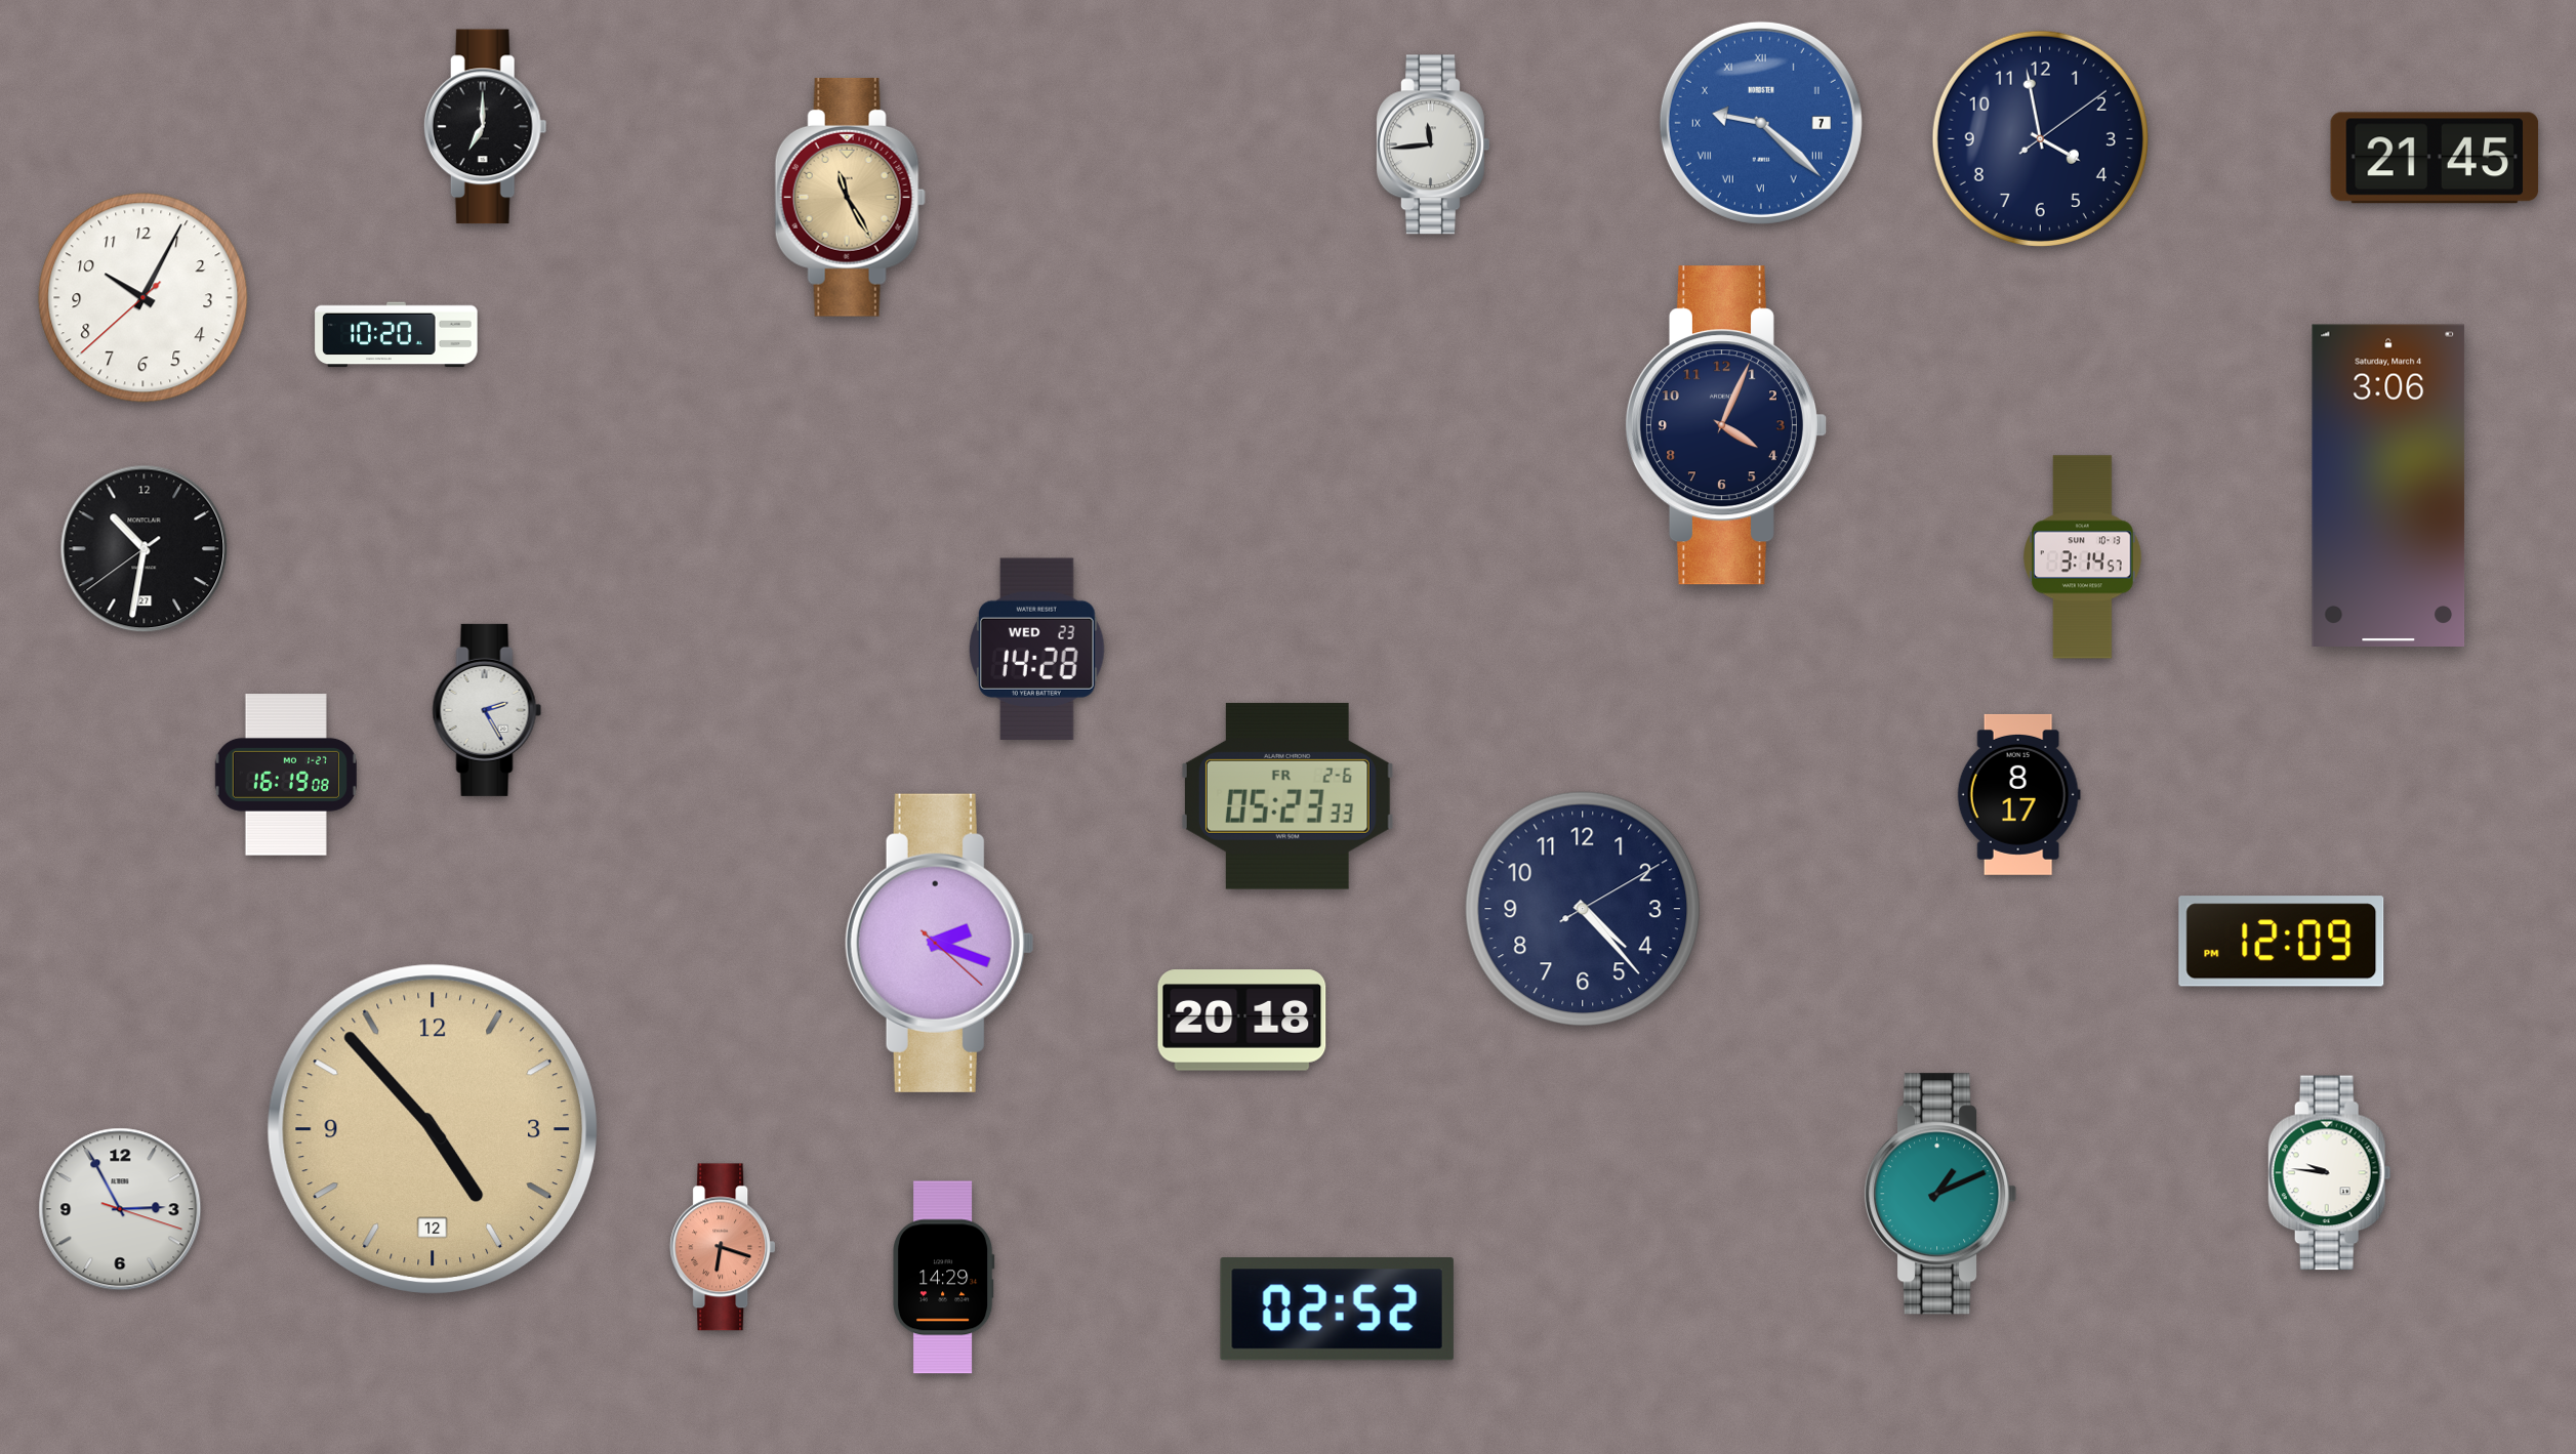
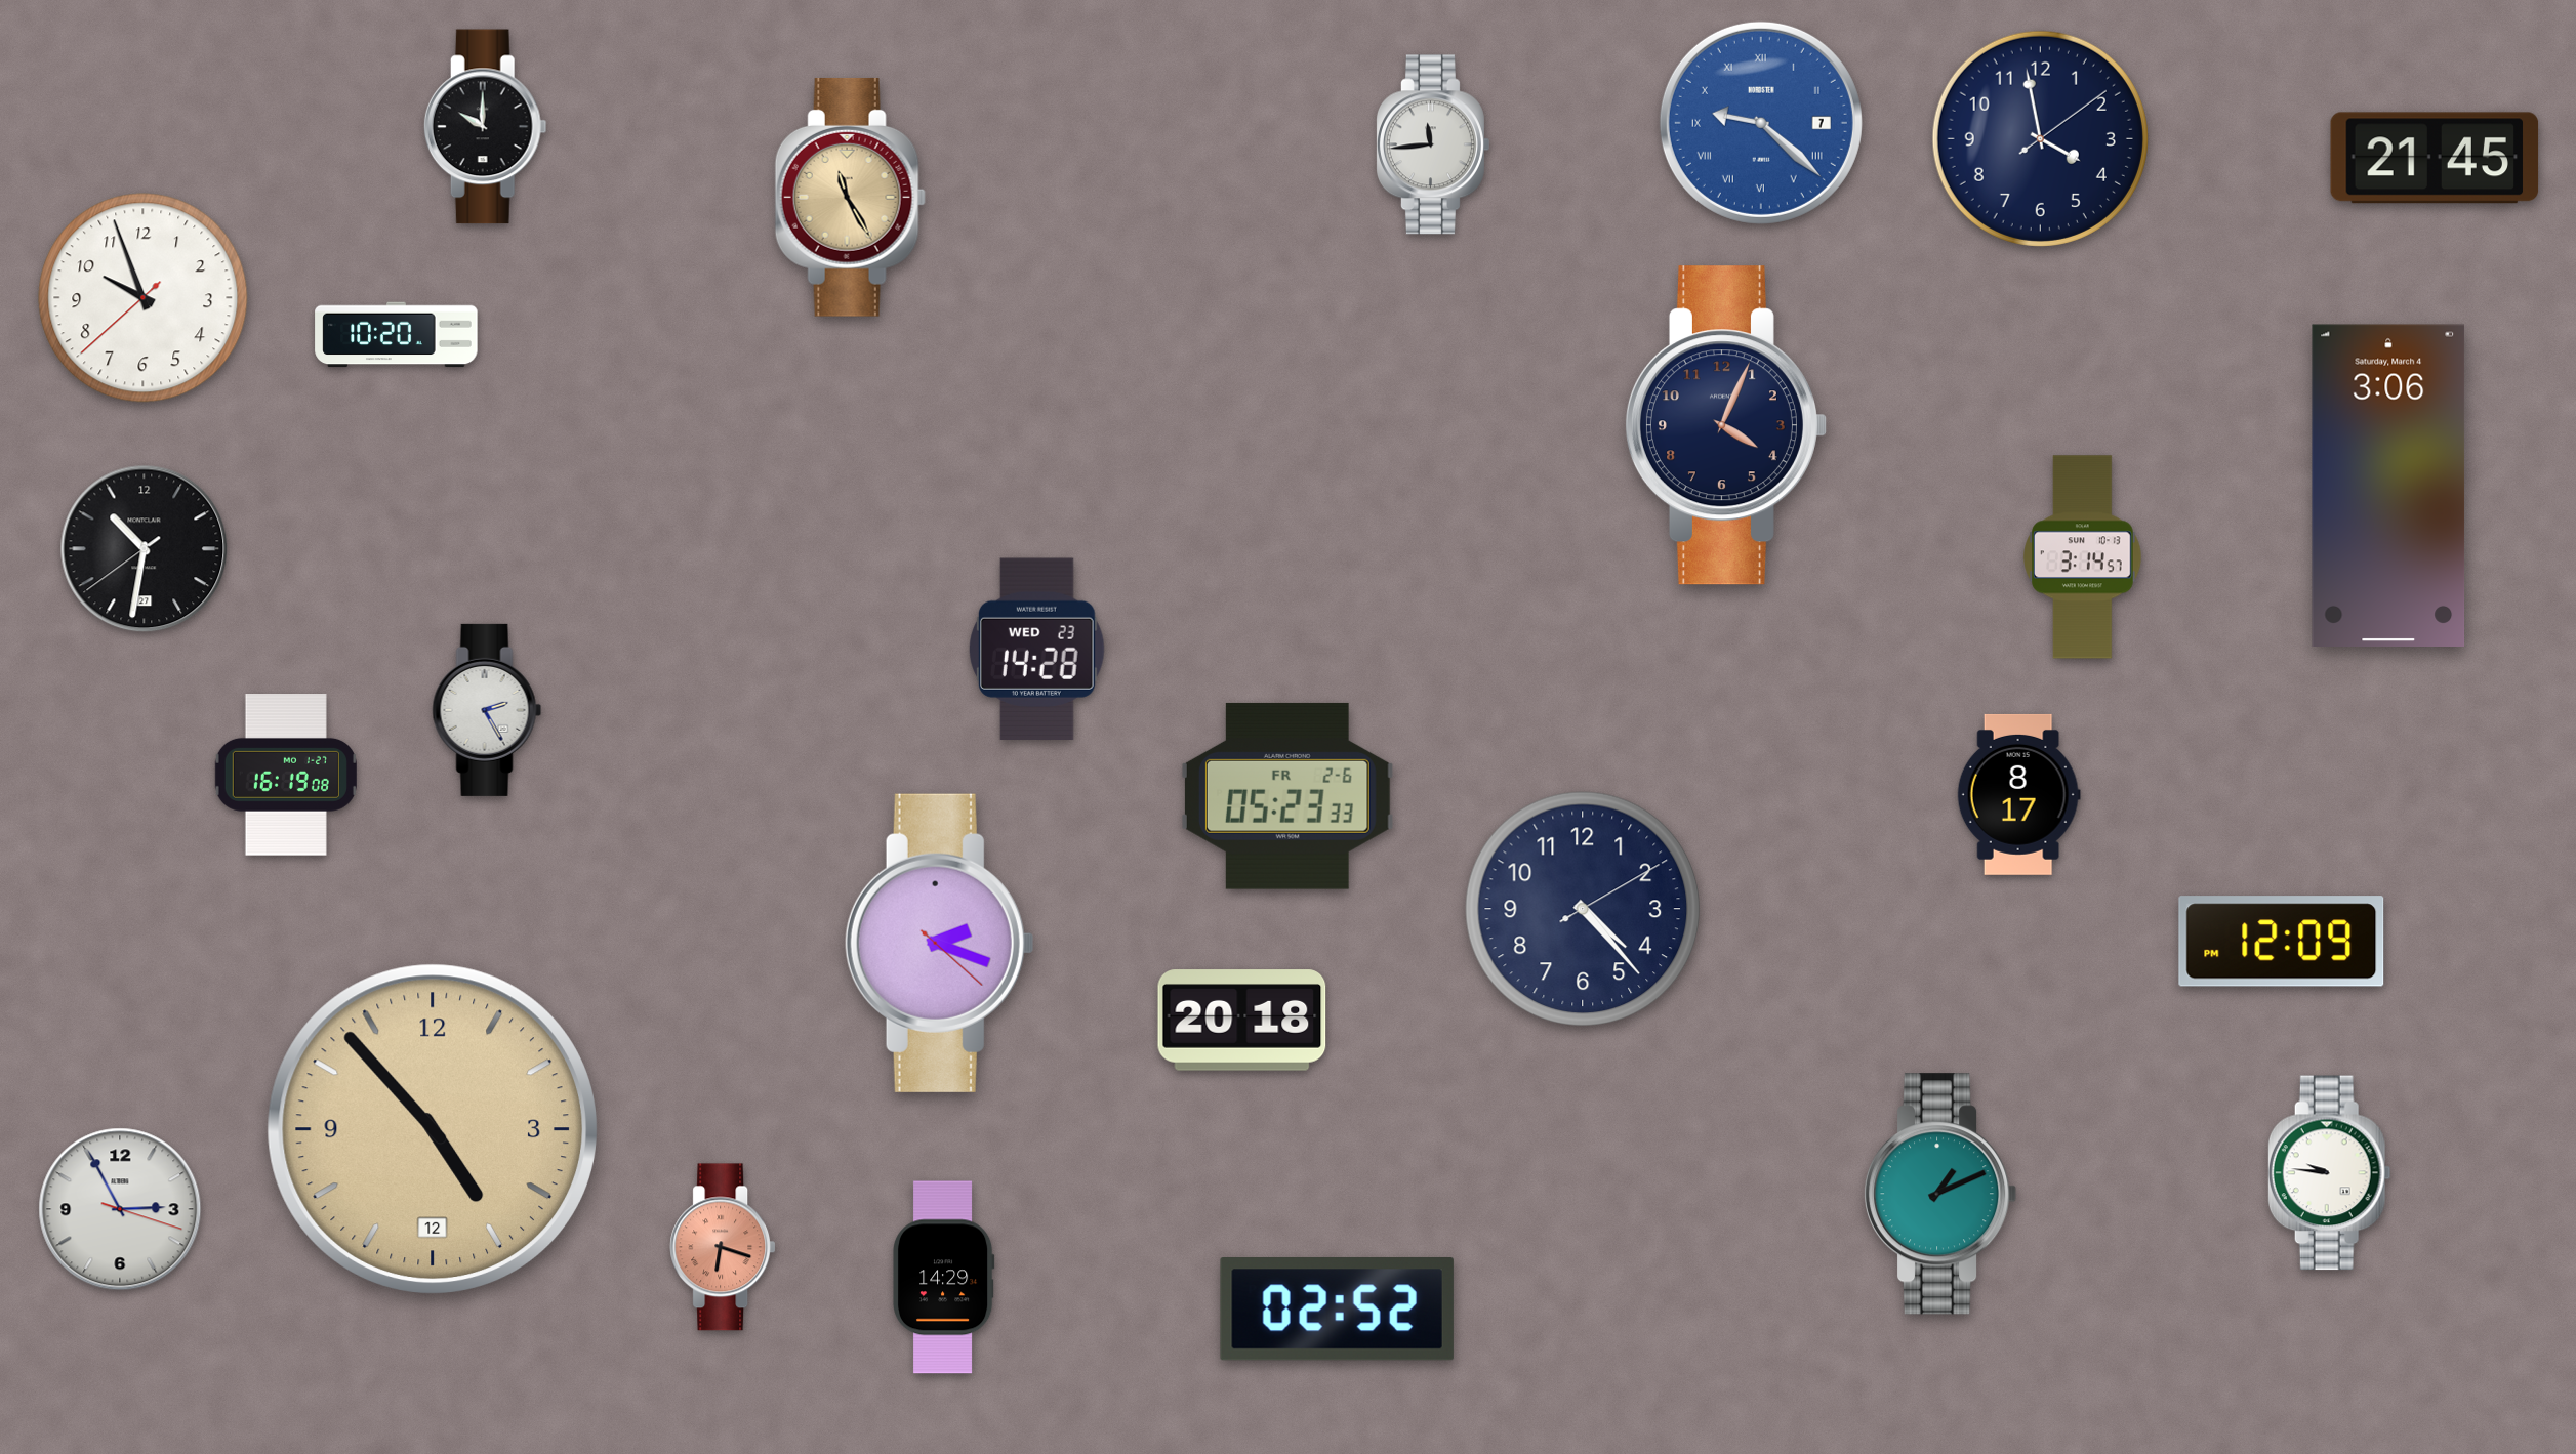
clock at (485, 127): 7:00 -> 10:00
clock at (144, 298): 10:04 -> 9:56
